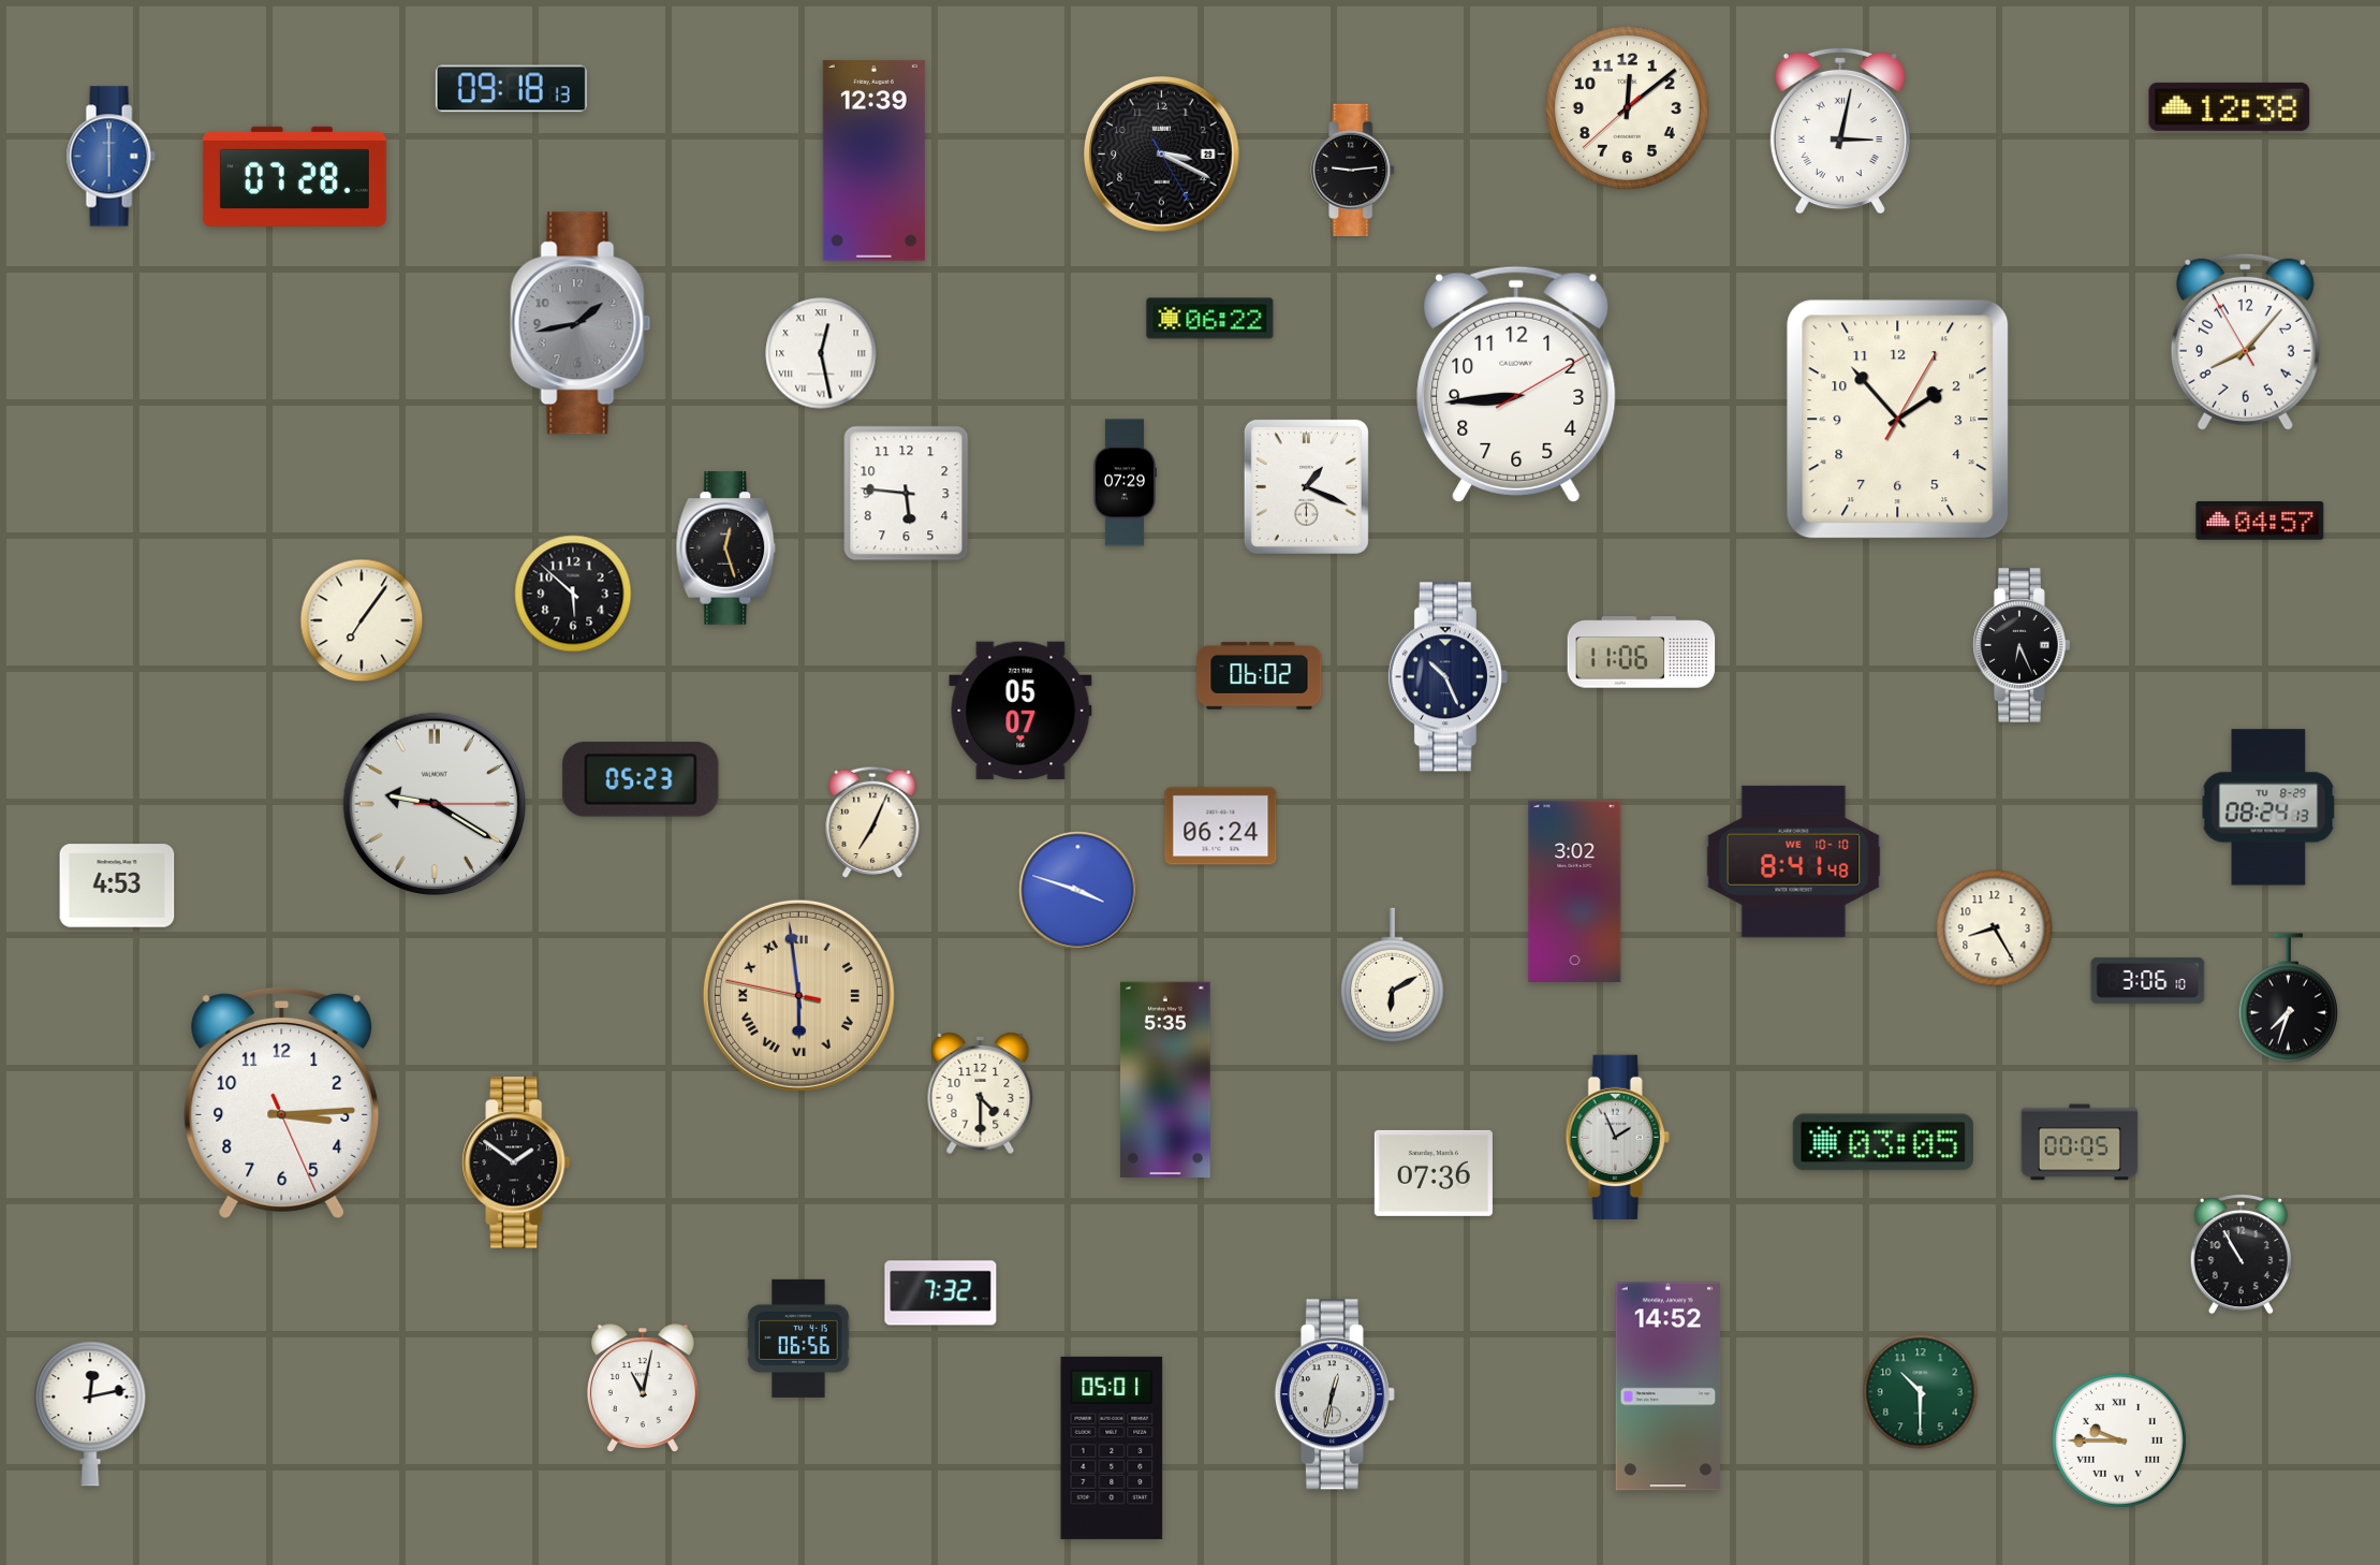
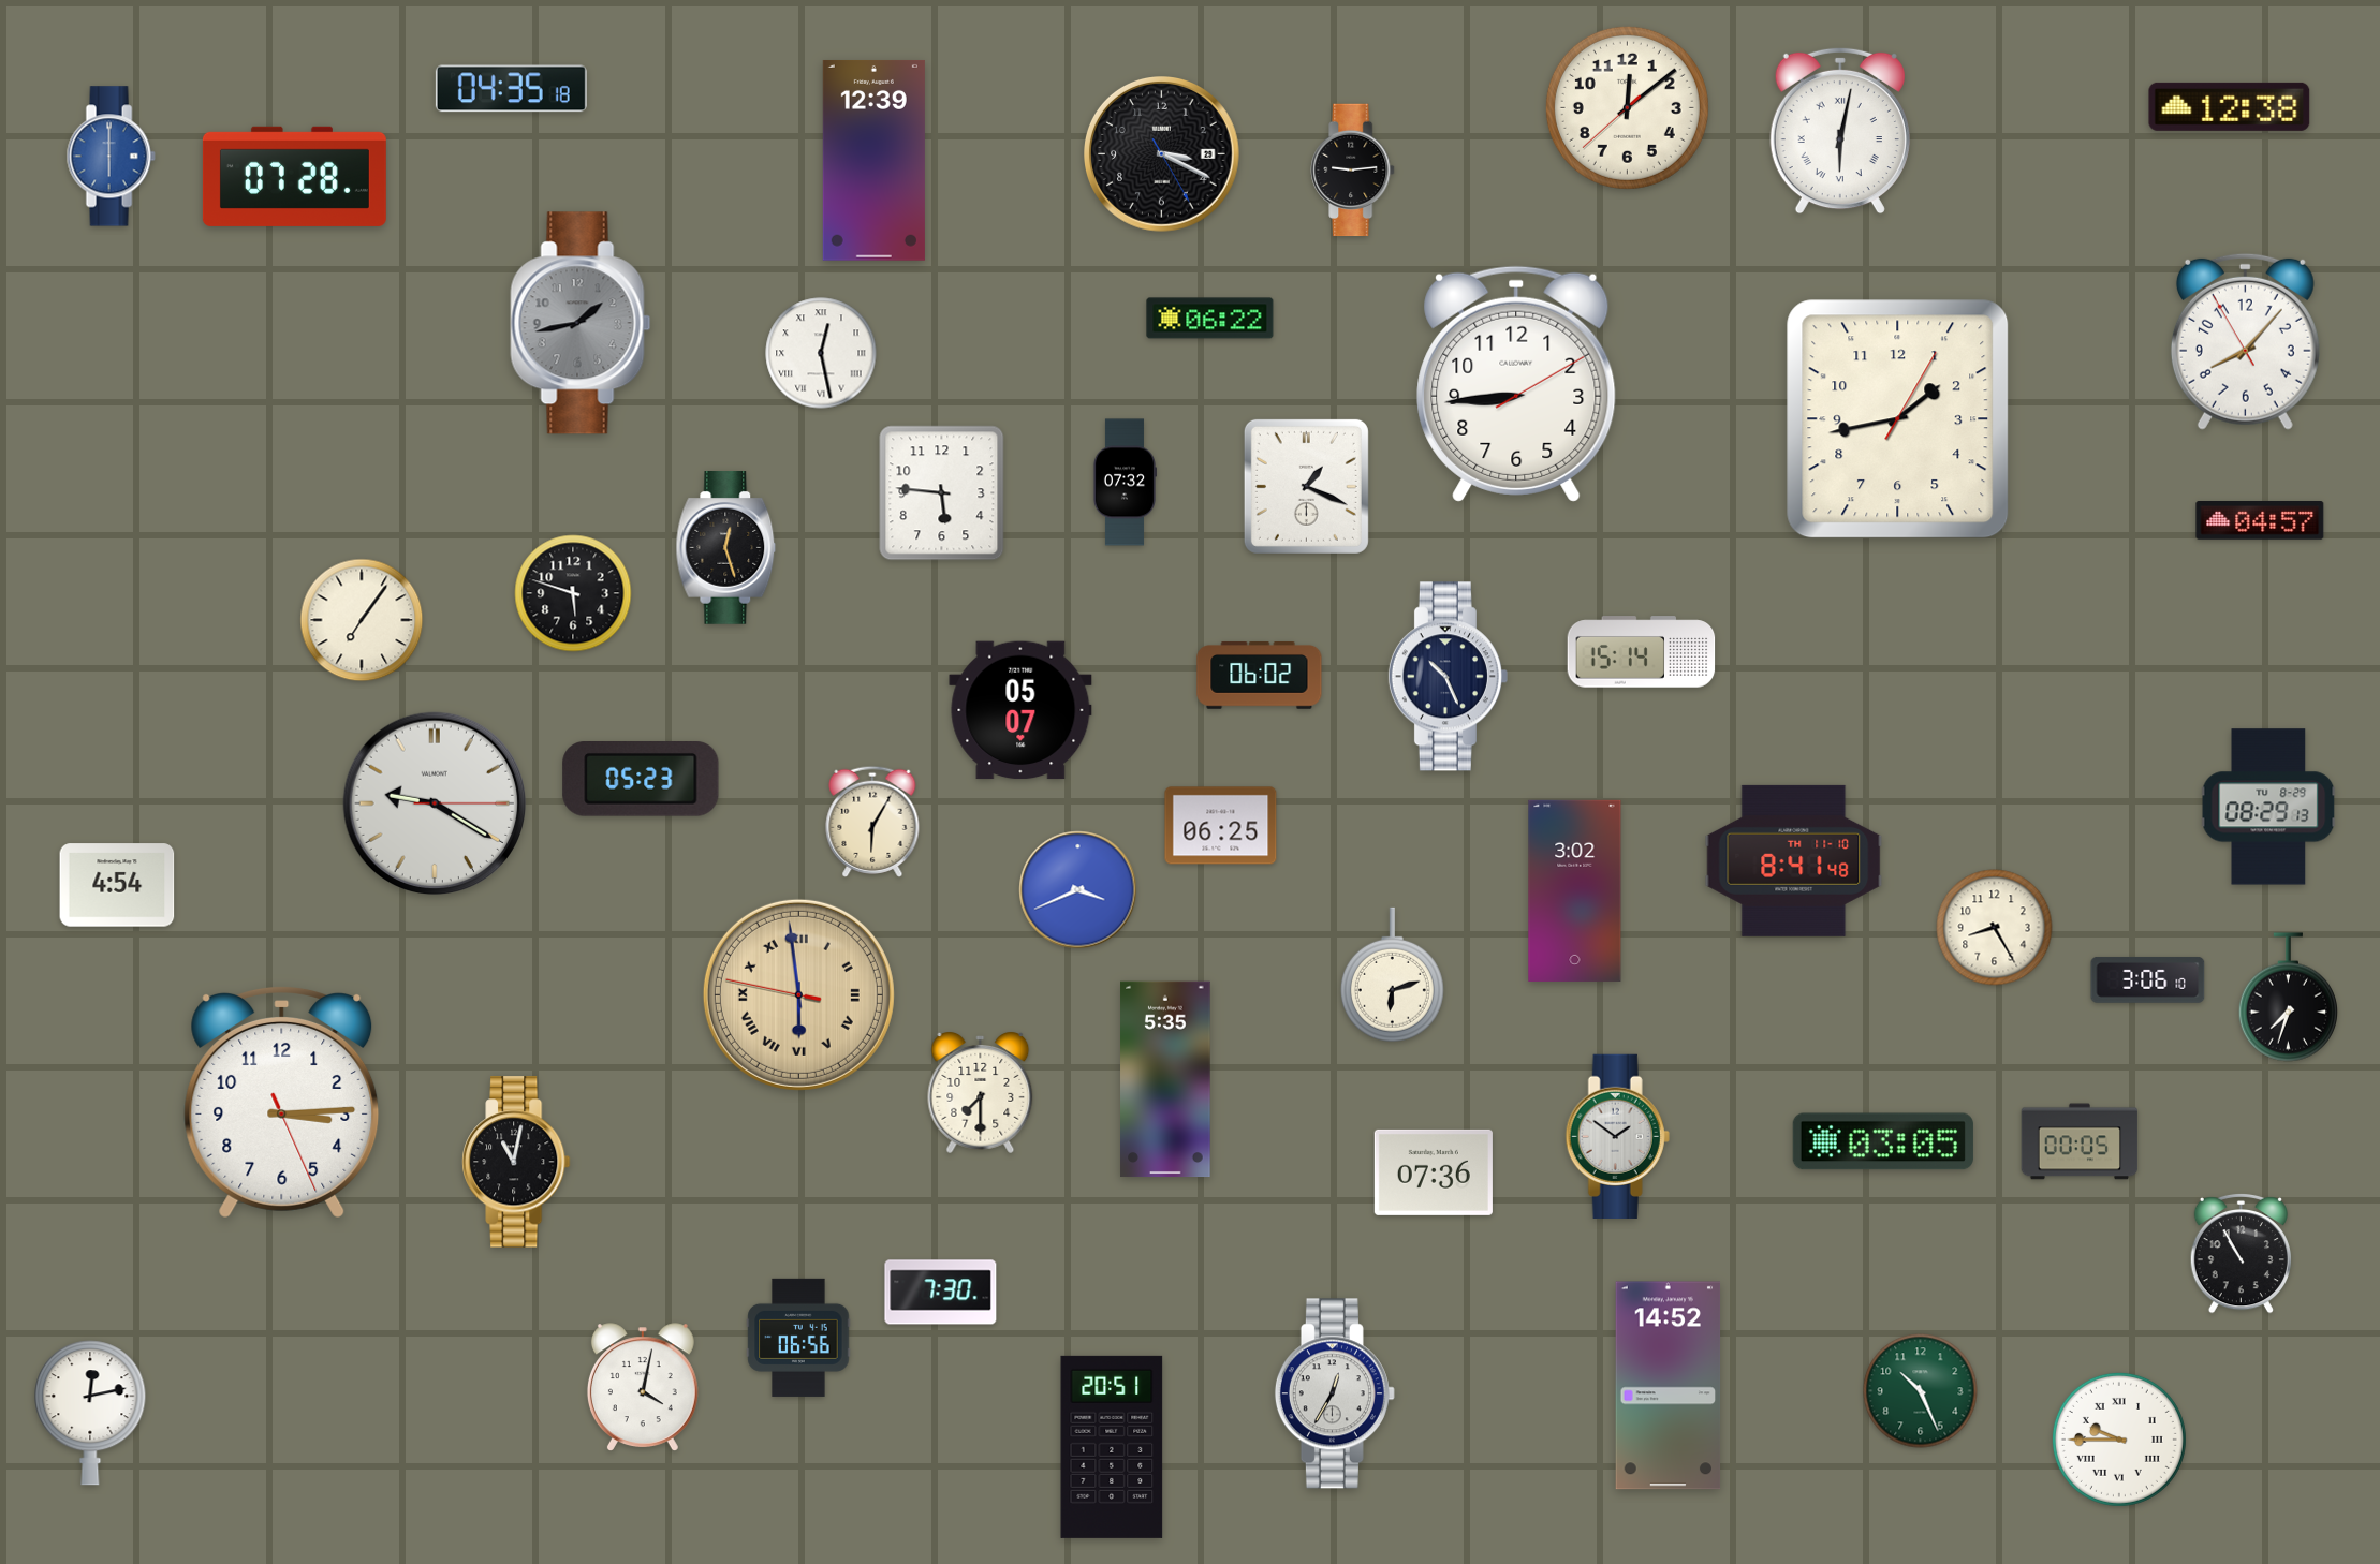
clock at (511, 89): 09:18 -> 04:35
clock at (1840, 131): 3:02 -> 6:02
clock at (1898, 420): 1:53 -> 1:43
clock at (1123, 483): 07:29 -> 07:32
clock at (907, 494) position: (907, 494) -> (942, 493)
clock at (573, 594): 5:52 -> 5:48
clock at (2022, 645): 6:26 -> none
clock at (1642, 653): 11:06 -> 15:14
clock at (2268, 807): 08:24 -> 08:29
clock at (872, 822): 7:04 -> 6:05
clock at (1221, 827): 06:24 -> 06:25
clock at (1794, 861) date: WE 10-10 -> TH 11-10
clock at (117, 886): 4:53 -> 4:54
clock at (1078, 891): 3:48 -> 3:41
clock at (1392, 976): 6:10 -> 6:12
clock at (981, 1093): 4:30 -> 7:30
clock at (1617, 1137): 1:56 -> 1:51
clock at (516, 1162): 1:51 -> 11:02
clock at (941, 1293): 7:32 -> 7:30
clock at (643, 1388): 11:02 -> 4:02
clock at (1921, 1392): 10:30 -> 10:26
clock at (1335, 1394): 12:32 -> 12:35
clock at (1112, 1448): 05:01 -> 20:51
